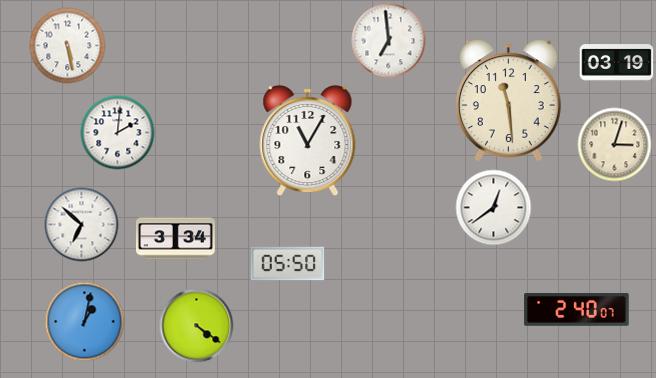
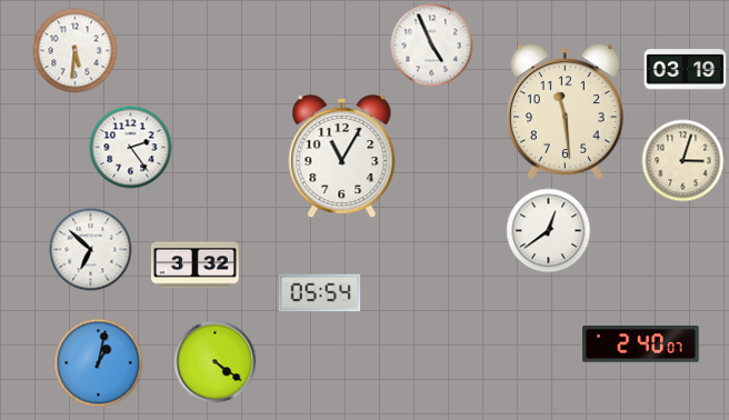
clock at (389, 41): 6:59 -> 4:56
clock at (68, 46): 5:28 -> 5:31
clock at (118, 133): 2:01 -> 2:24
clock at (175, 239): 3:34 -> 3:32
clock at (288, 264): 05:50 -> 05:54
clock at (85, 322) position: (85, 322) -> (99, 363)
clock at (197, 326) position: (197, 326) -> (216, 362)
